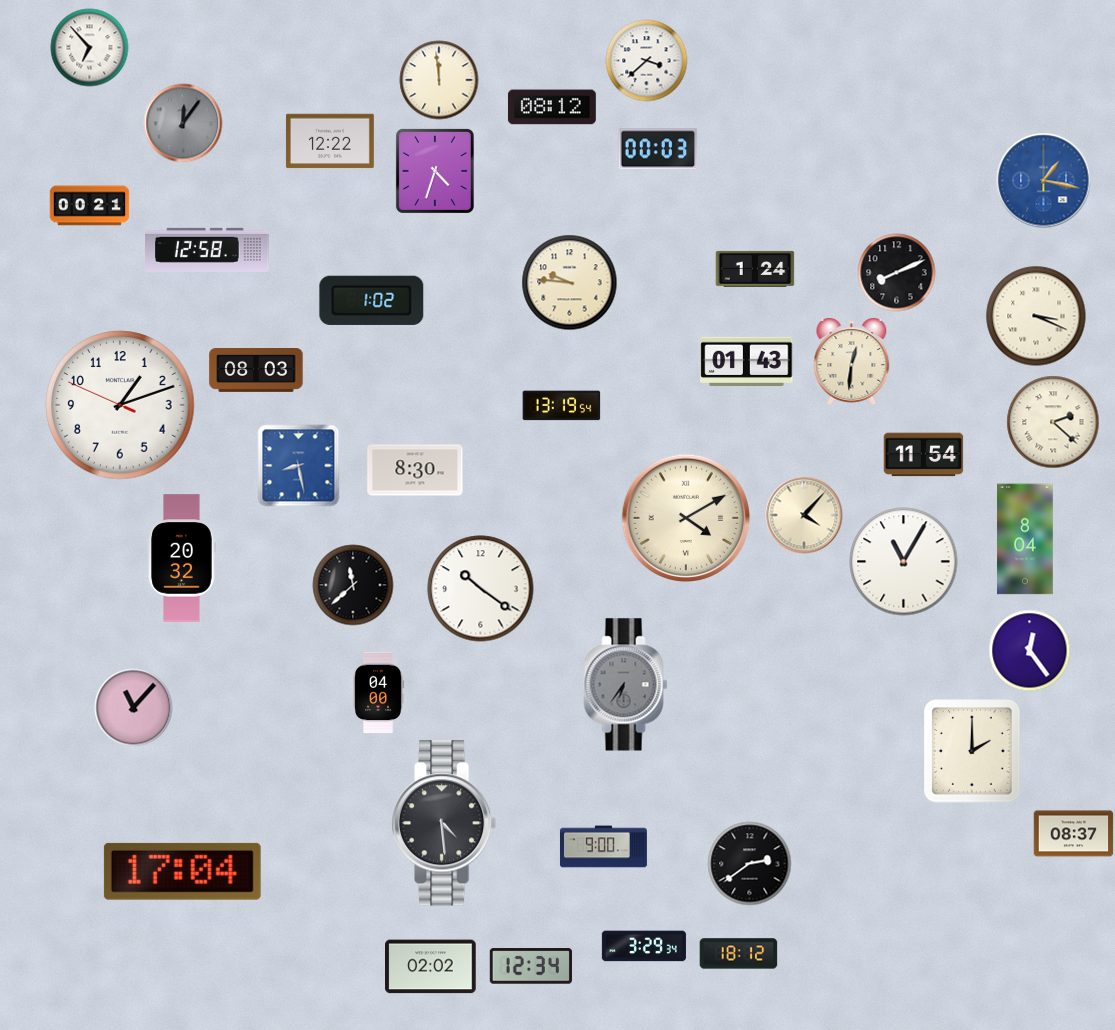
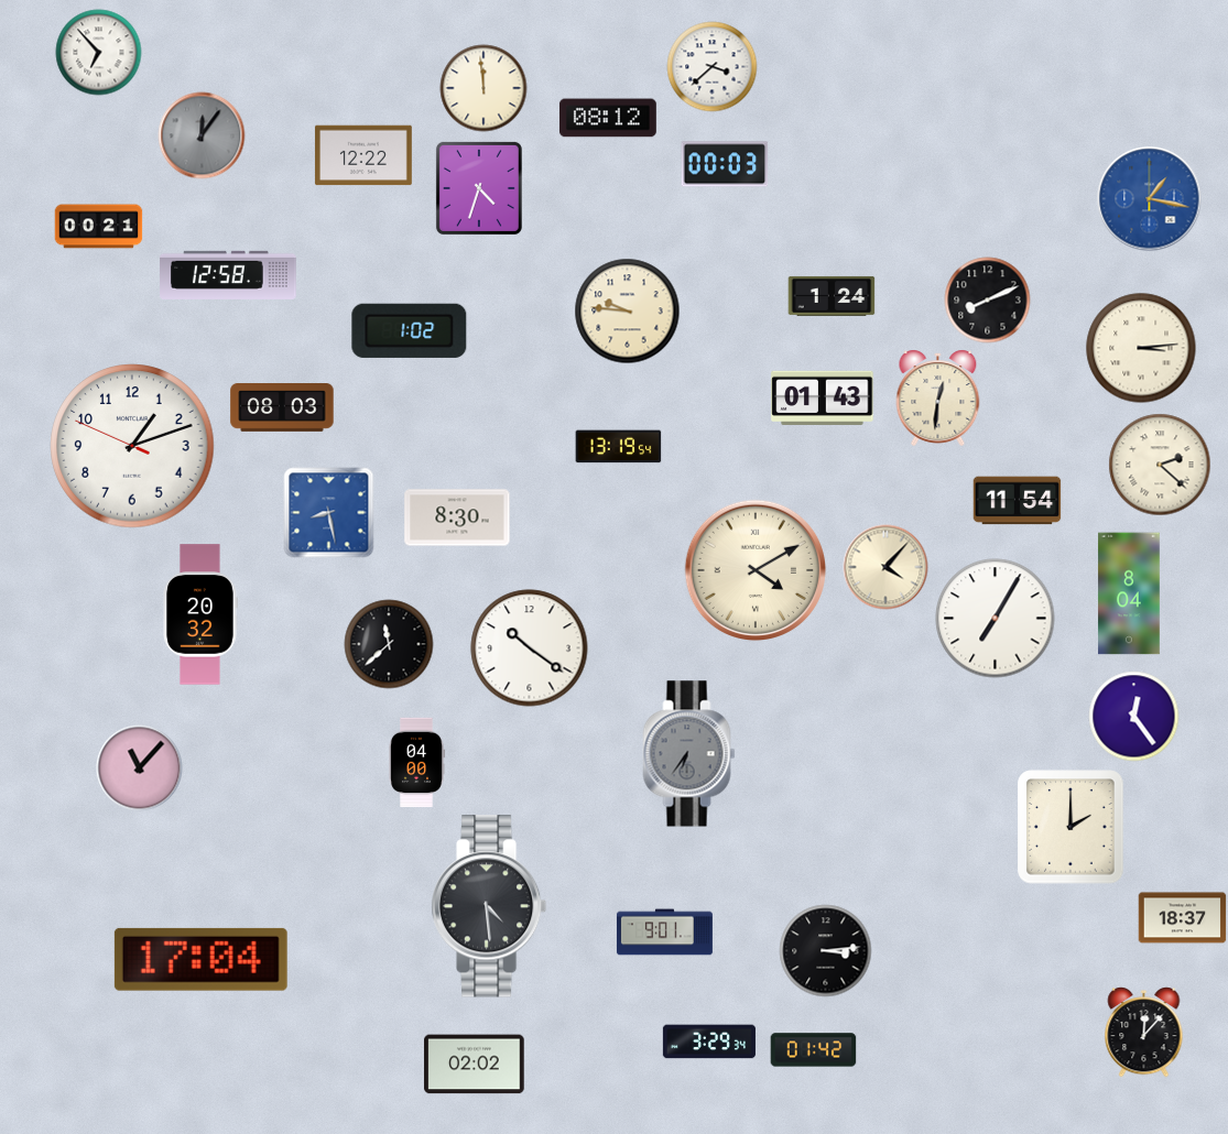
clock at (1036, 316): 3:19 -> 3:14
clock at (904, 562): 11:05 -> 7:05
clock at (134, 708) position: (134, 708) -> (140, 768)
clock at (1074, 834): 08:37 -> 18:37
clock at (603, 847): 9:00 -> 9:01
clock at (750, 864): 2:39 -> 3:14
clock at (1144, 1033): none -> 12:07
clock at (739, 954): 18:12 -> 01:42
clock at (531, 966): 12:34 -> none
